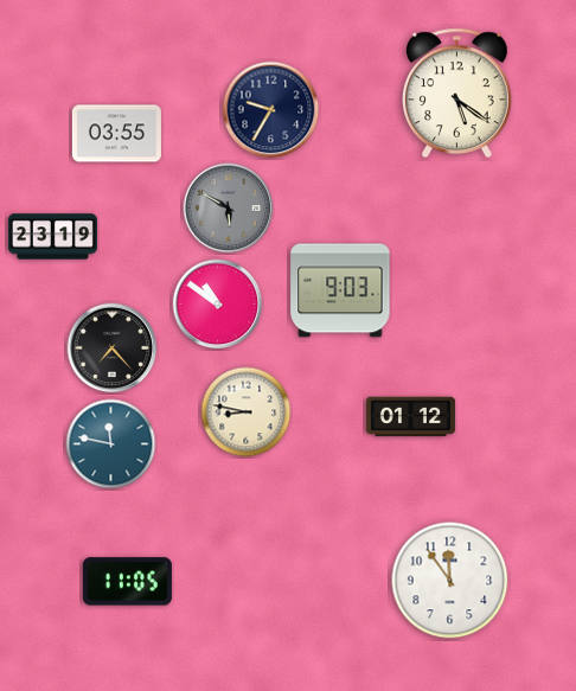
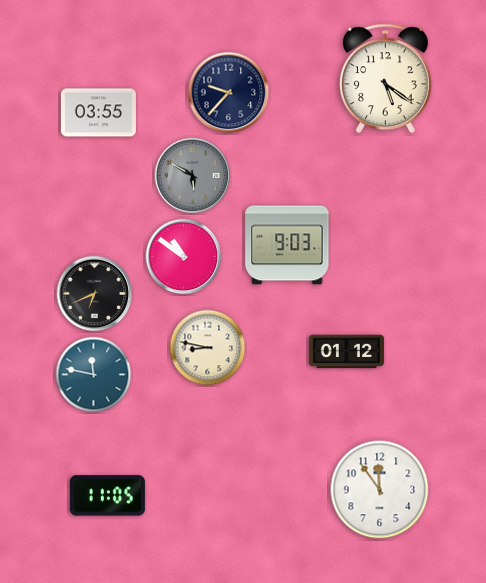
clock at (271, 110): 9:35 -> 9:37
clock at (52, 237): 23:19 -> none
clock at (113, 348): 7:23 -> 6:41
clock at (127, 582) position: (127, 582) -> (107, 496)
